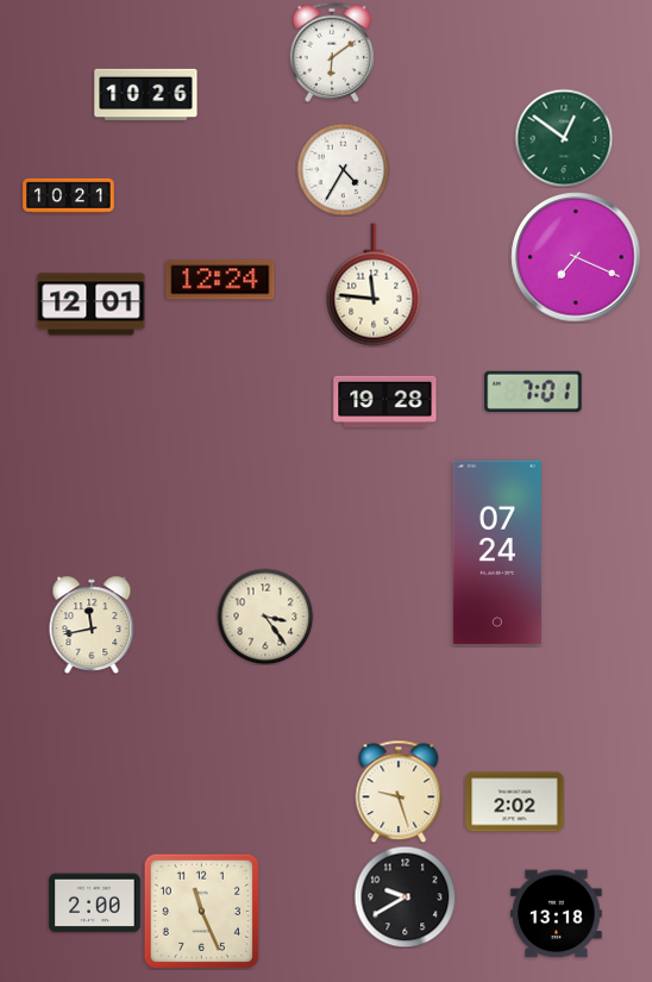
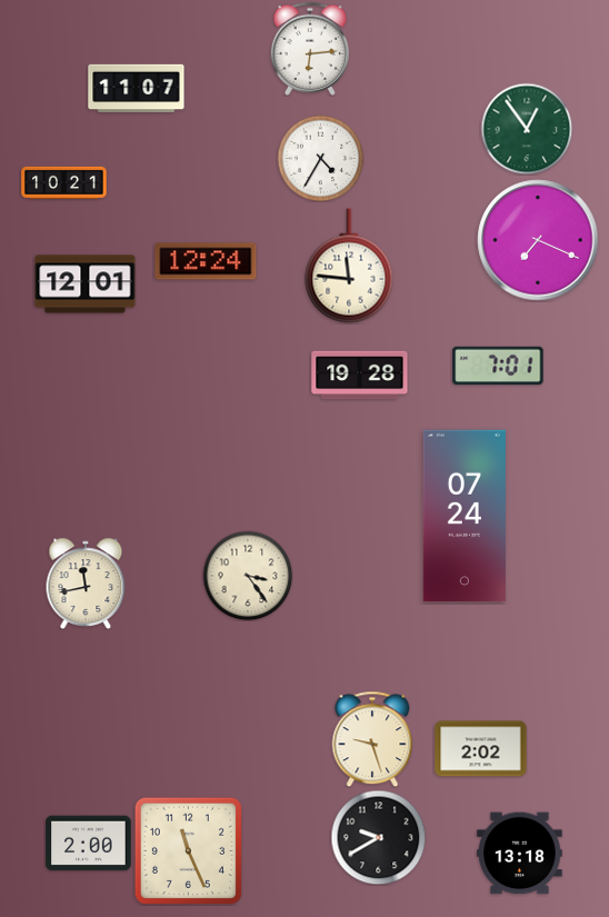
clock at (332, 52): 6:09 -> 6:14
clock at (146, 95): 10:26 -> 11:07
clock at (564, 138): 12:51 -> 12:54
